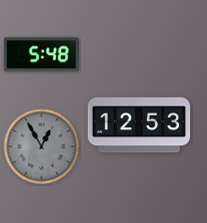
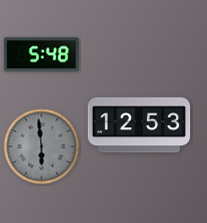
clock at (42, 147): 12:55 -> 5:59
